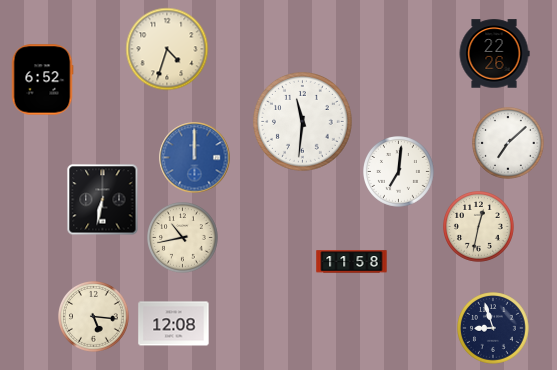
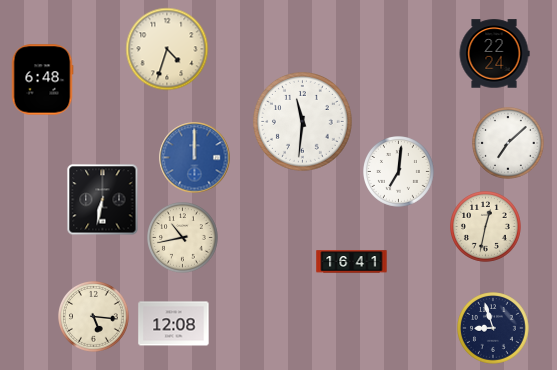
clock at (494, 54): 22:26 -> 22:24
clock at (42, 80): 6:52 -> 6:48
clock at (479, 227) position: (479, 227) -> (486, 227)
clock at (352, 262): 11:58 -> 16:41
